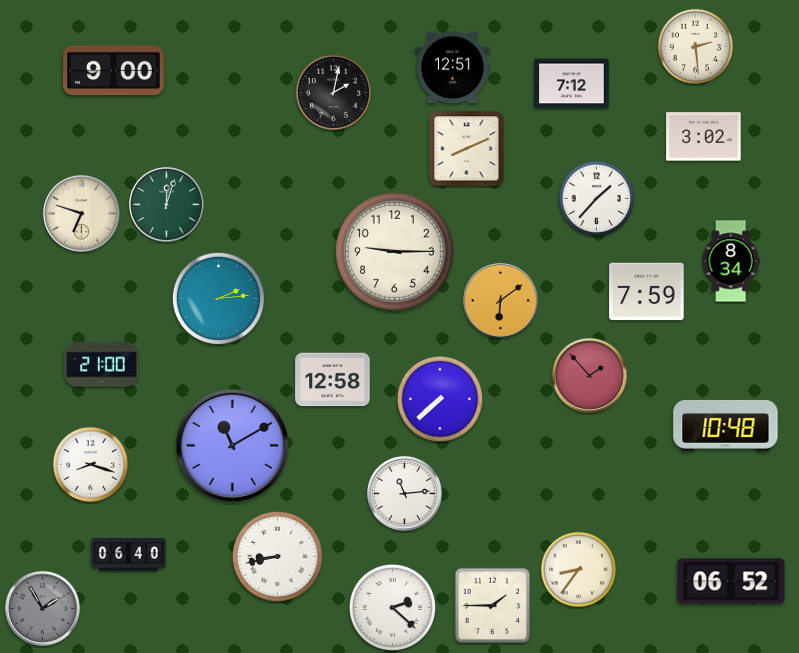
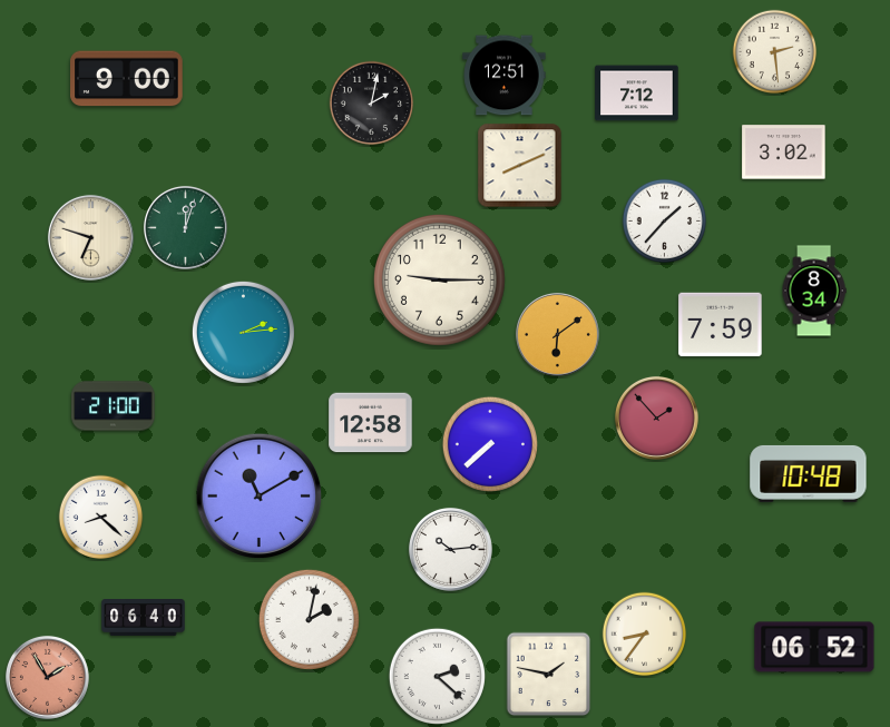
clock at (91, 465): 8:18 -> 8:22
clock at (404, 493): 11:14 -> 10:14
clock at (277, 556): 8:43 -> 2:02
clock at (493, 606): 1:45 -> 1:47
clock at (42, 608) dial: grey -> salmon
